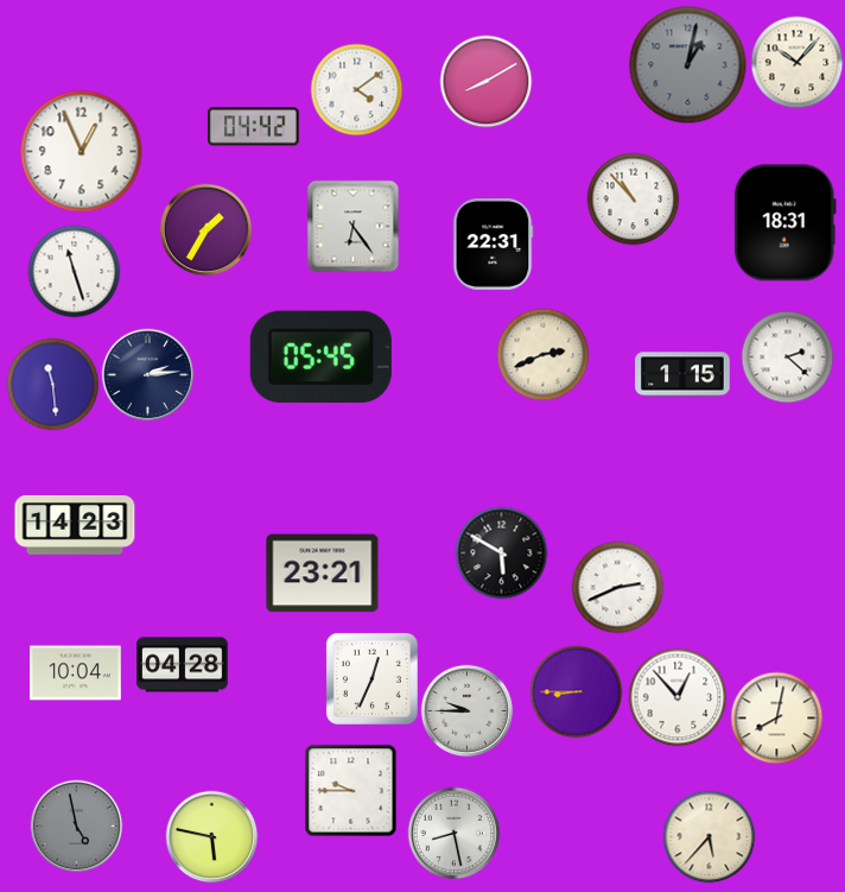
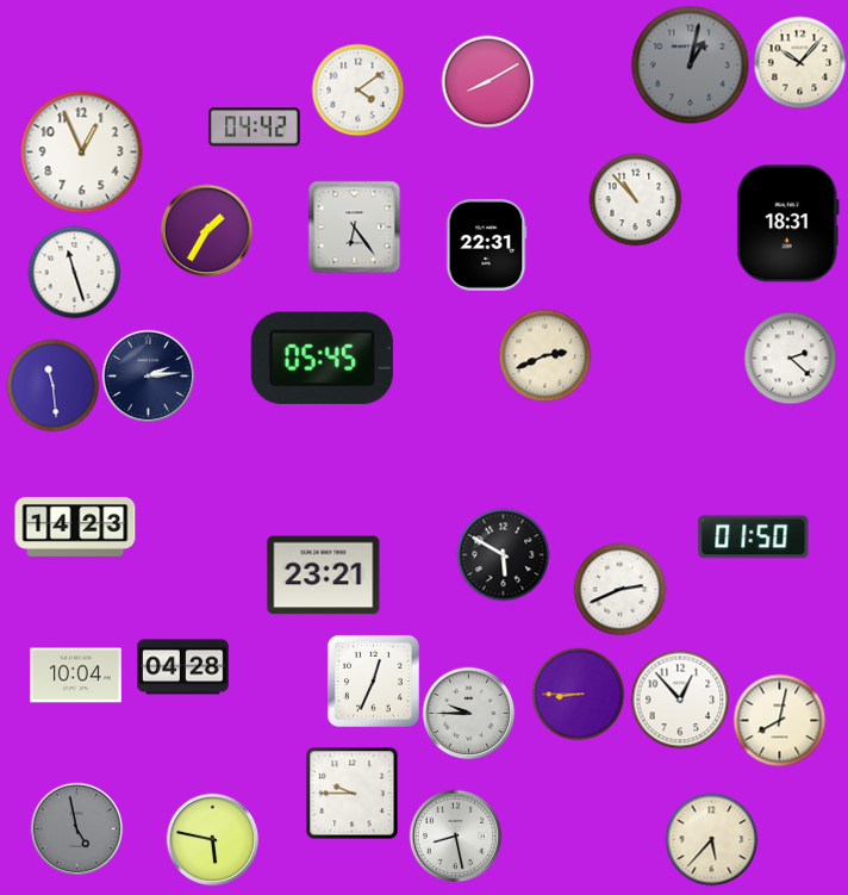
clock at (493, 245) position: (493, 245) -> (486, 245)
clock at (682, 374): 1:15 -> none
clock at (754, 537): none -> 01:50
